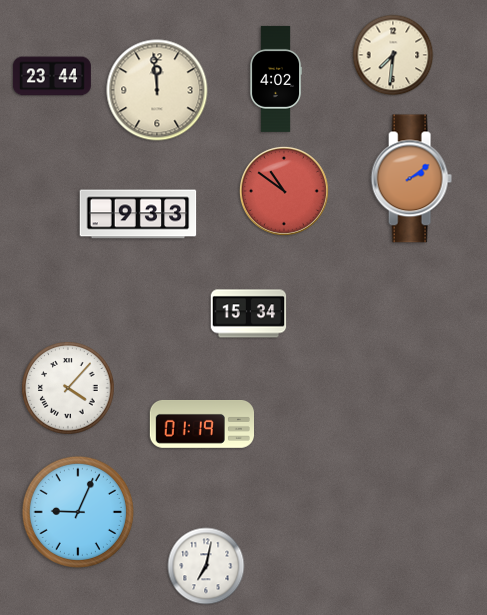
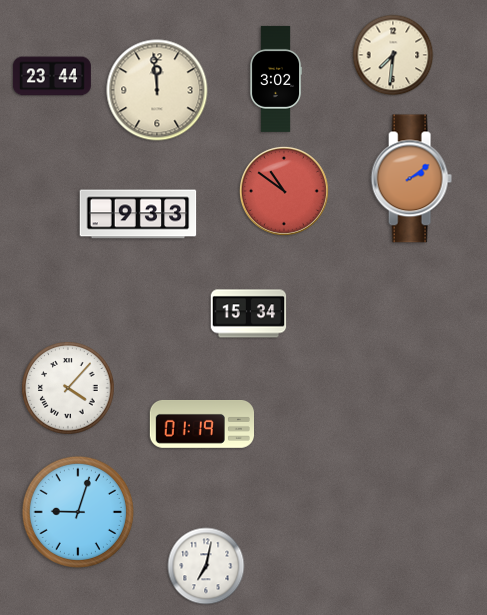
clock at (276, 79): 4:02 -> 3:02
clock at (78, 512): 9:04 -> 9:03
